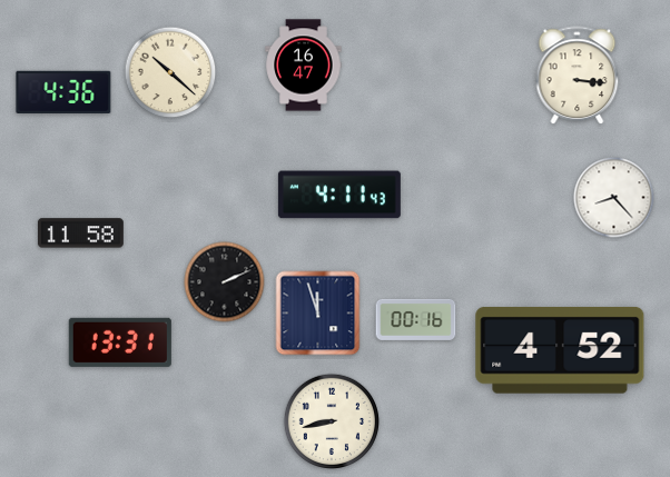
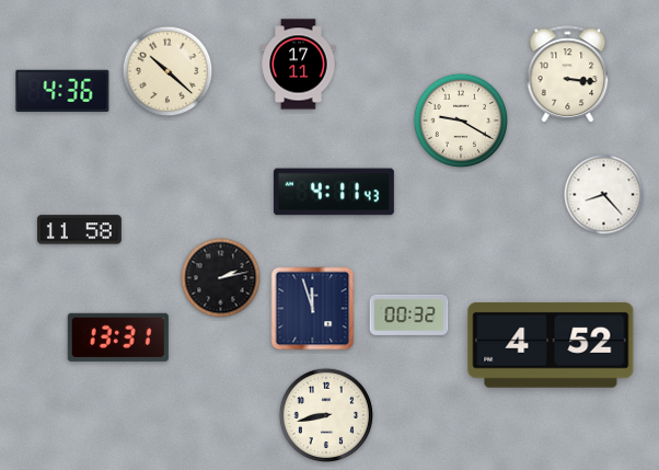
clock at (304, 66): 16:47 -> 17:11
clock at (460, 119): none -> 9:20
clock at (225, 282): 2:11 -> 2:13
clock at (416, 319): 00:16 -> 00:32
